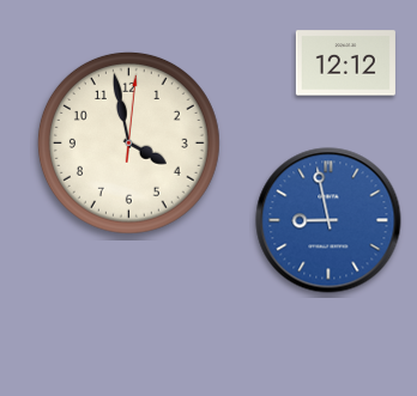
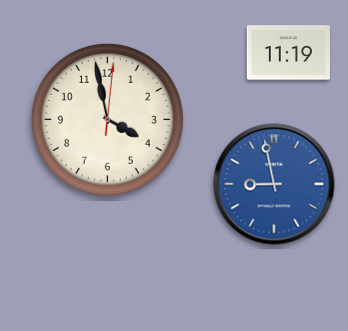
clock at (345, 63): 12:12 -> 11:19
